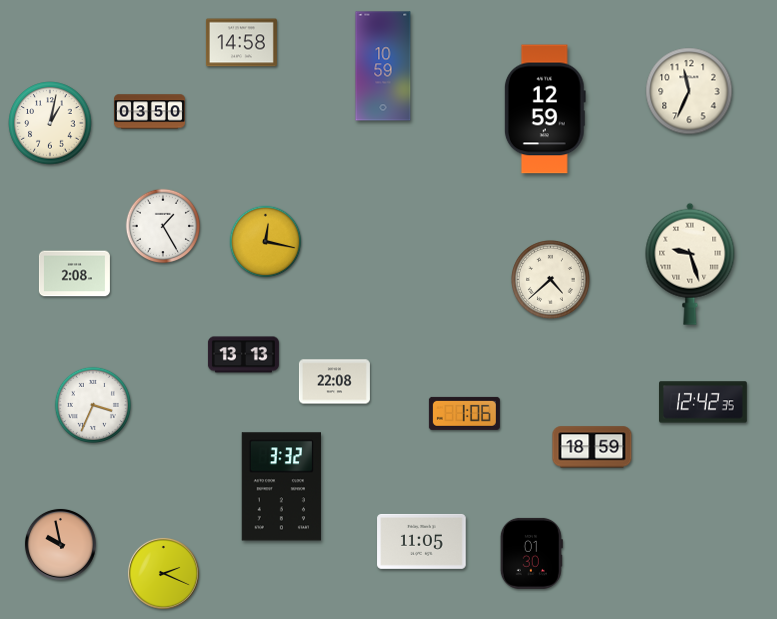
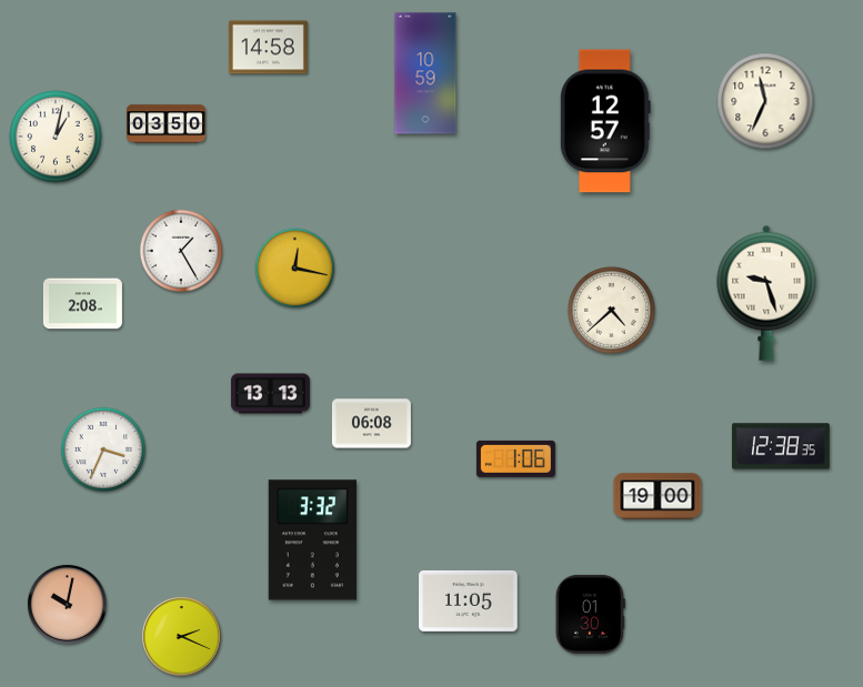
clock at (545, 109): 12:59 -> 12:57
clock at (334, 382): 22:08 -> 06:08
clock at (704, 402): 12:42 -> 12:38
clock at (592, 447): 18:59 -> 19:00
clock at (60, 544): 9:58 -> 10:02
